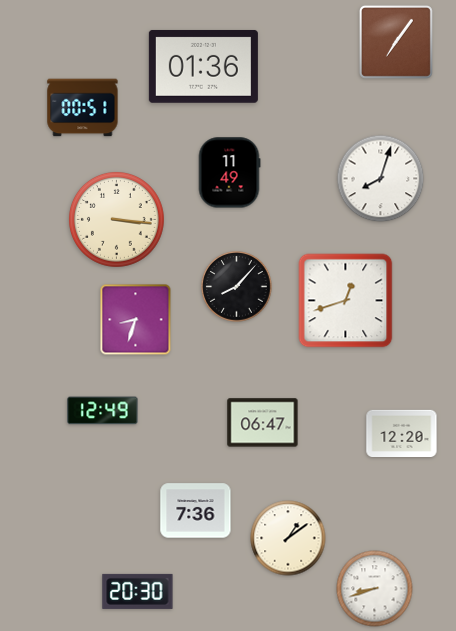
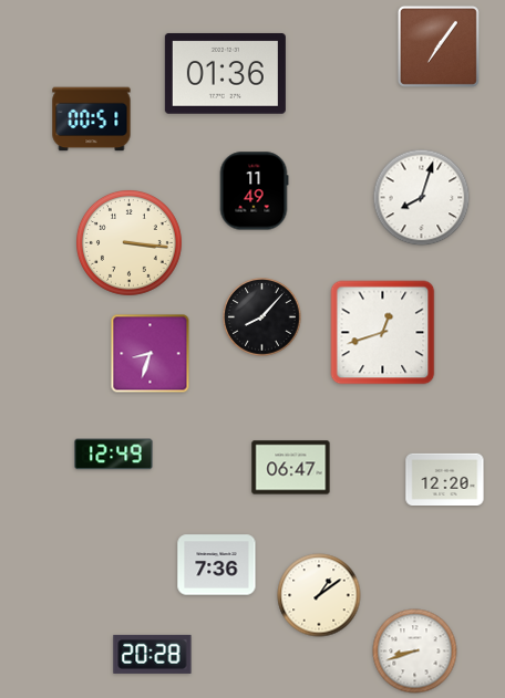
clock at (138, 591): 20:30 -> 20:28
